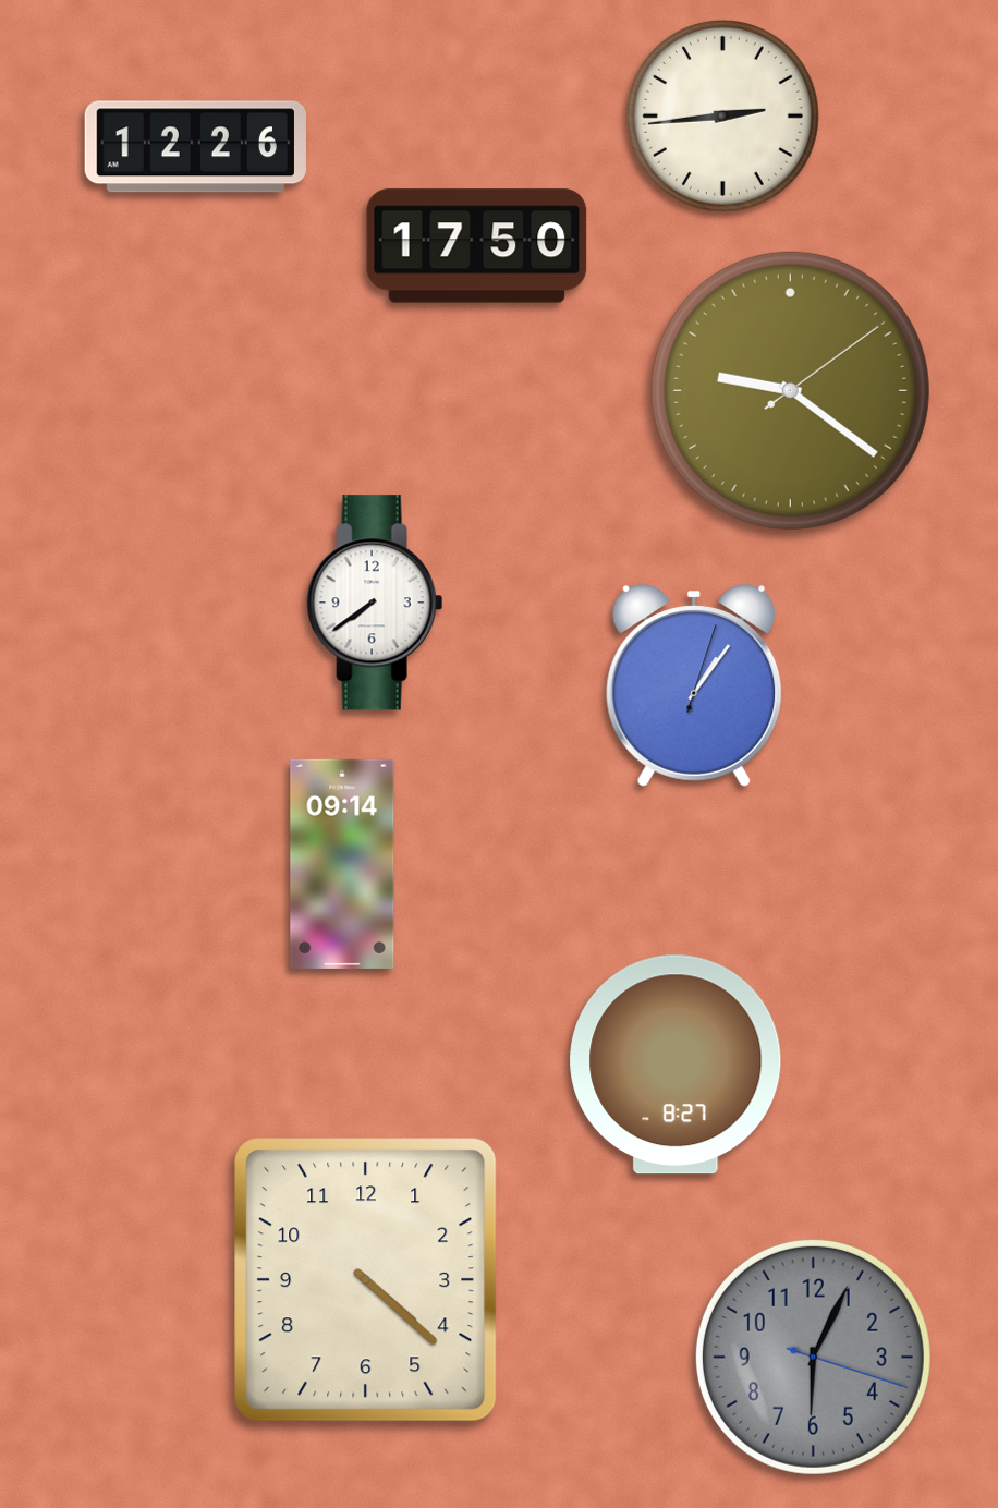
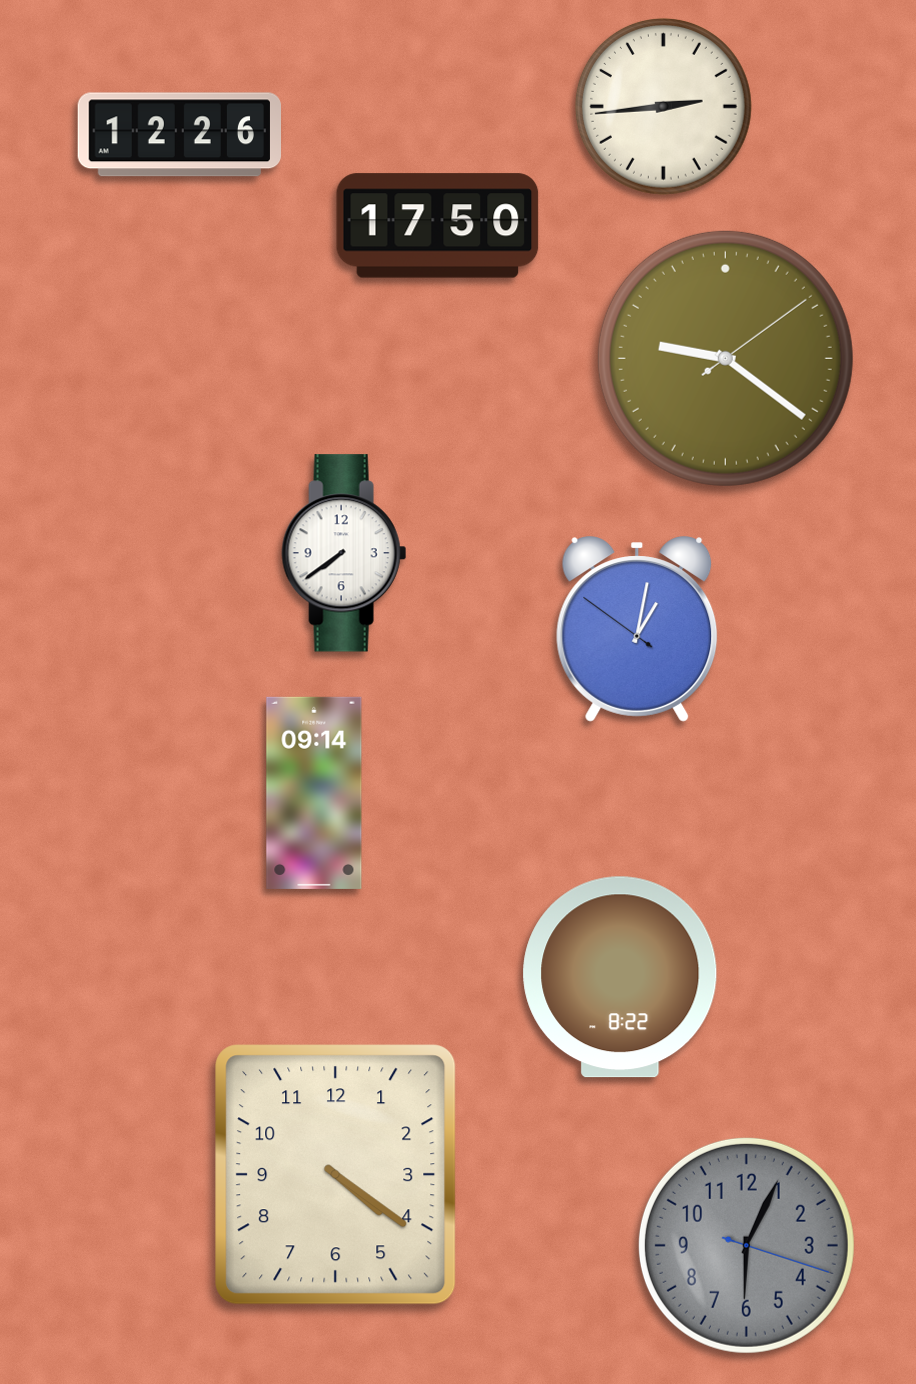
clock at (694, 685): 1:06 -> 1:01
clock at (676, 1065): 8:27 -> 8:22
clock at (366, 1280): 4:22 -> 4:21
